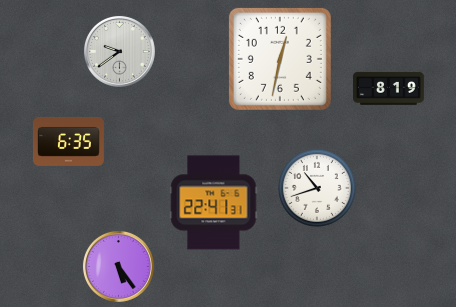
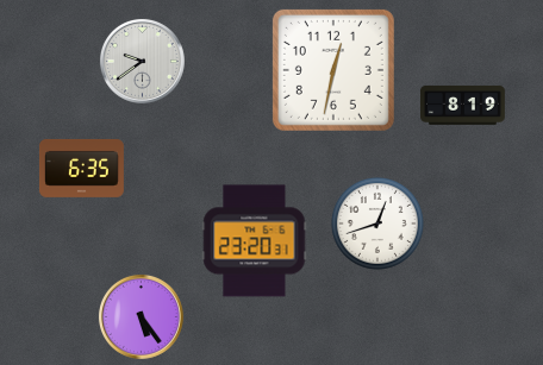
clock at (317, 188): 10:42 -> 12:42
clock at (214, 203): 22:41 -> 23:20
